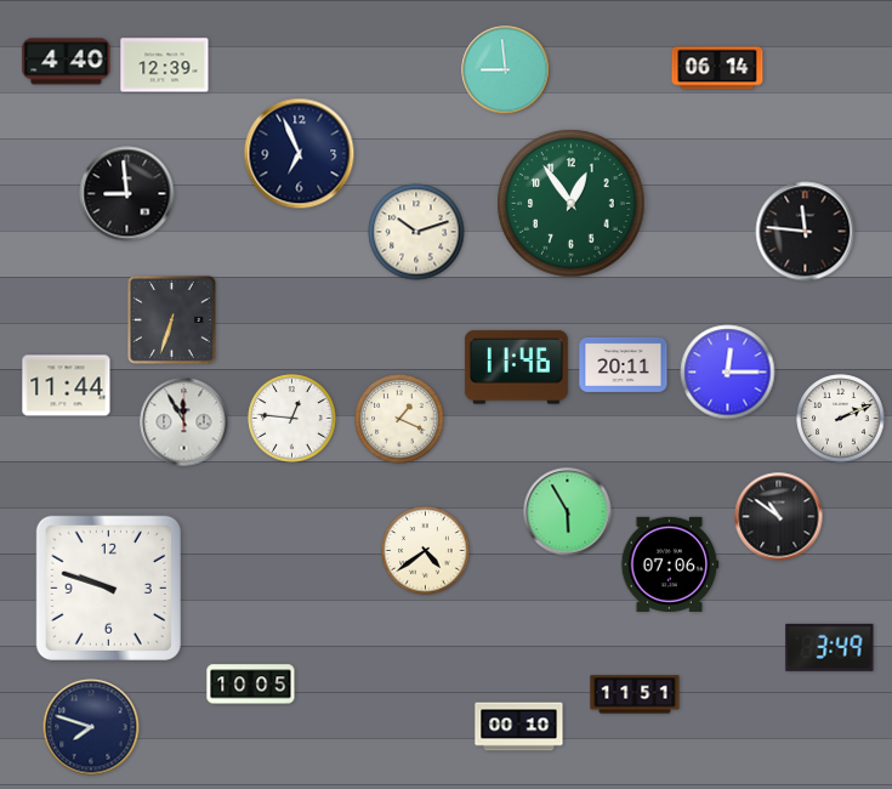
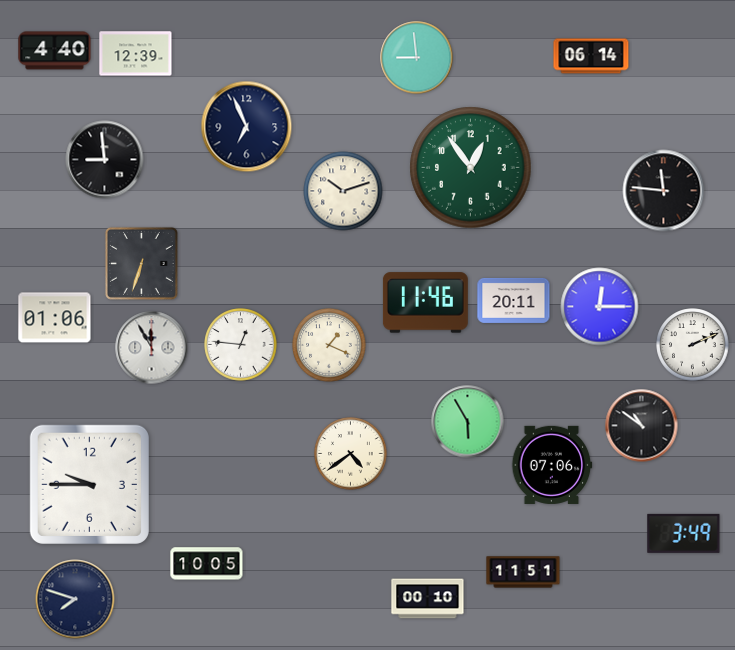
clock at (67, 386): 11:44 -> 01:06
clock at (108, 588): 9:48 -> 9:45
